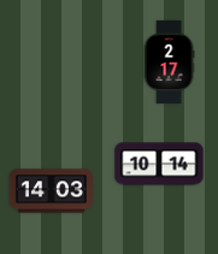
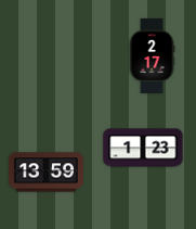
clock at (159, 164): 10:14 -> 1:23
clock at (51, 191): 14:03 -> 13:59
